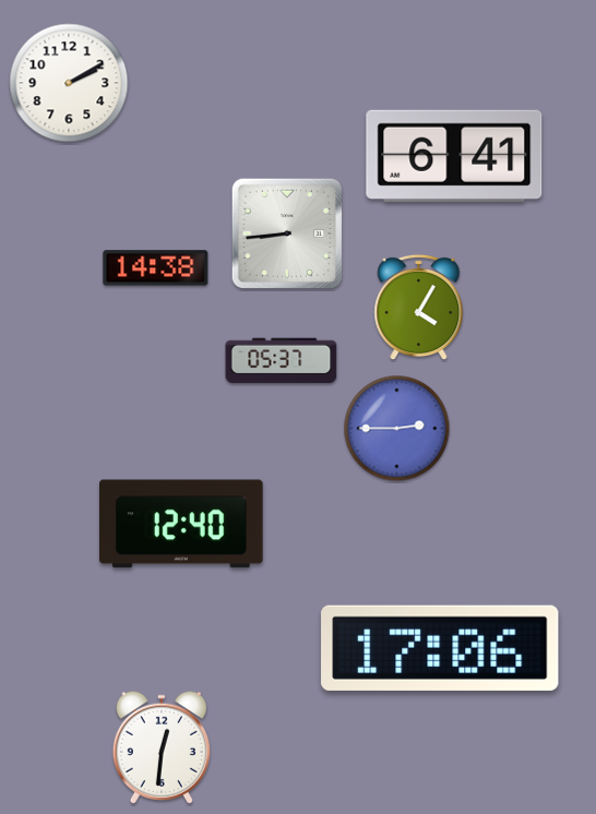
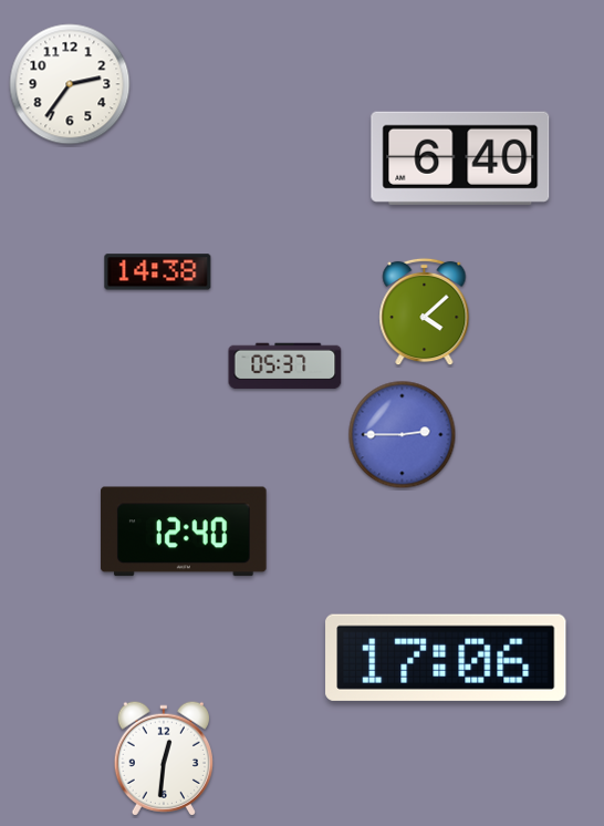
clock at (69, 83): 2:10 -> 2:36
clock at (454, 156): 6:41 -> 6:40
clock at (287, 234): 8:44 -> none
clock at (419, 308): 4:05 -> 4:08
